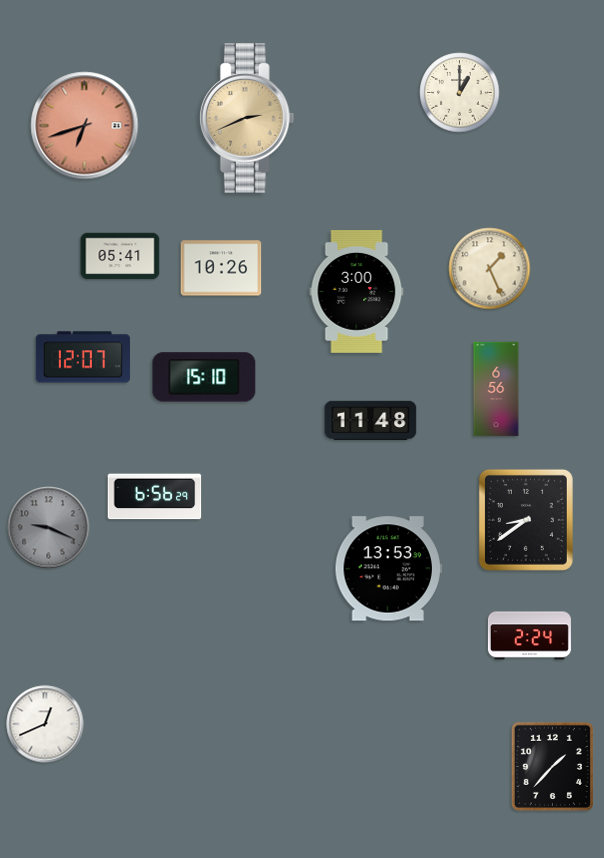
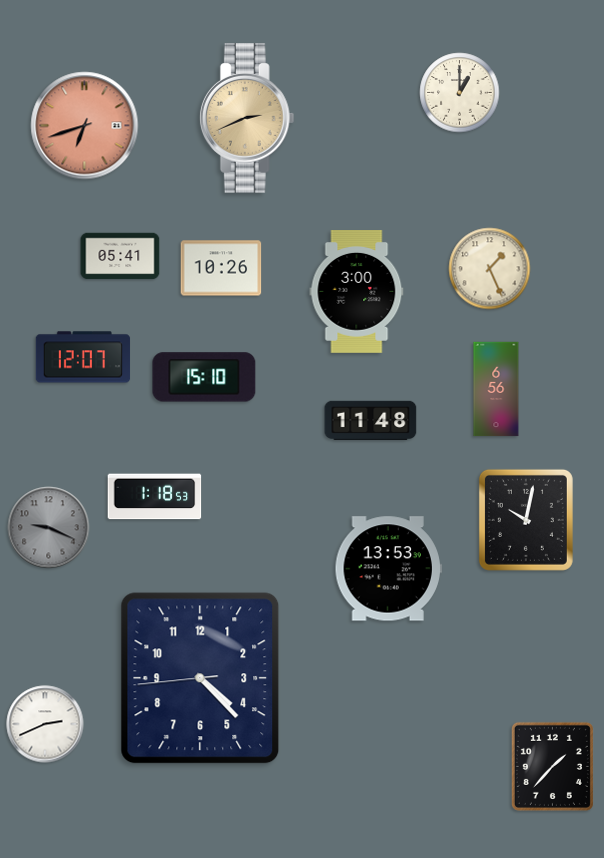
clock at (155, 497): 6:56 -> 1:18
clock at (526, 520): 8:39 -> 10:02
clock at (529, 636): 2:24 -> none
clock at (200, 678): none -> 4:22
clock at (45, 724): 12:41 -> 2:41
